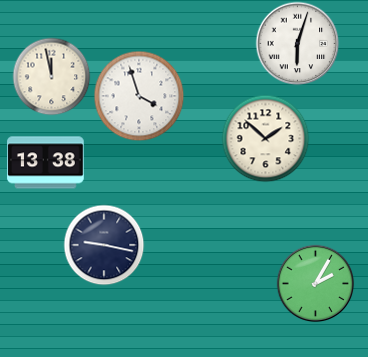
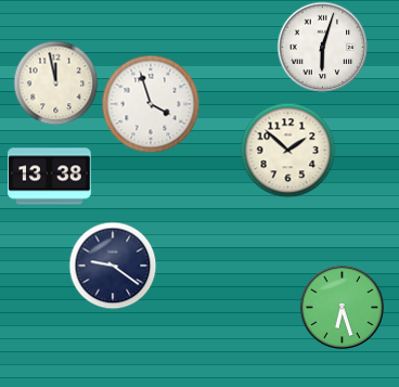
clock at (104, 245): 9:17 -> 9:21
clock at (315, 283): 2:05 -> 6:27
